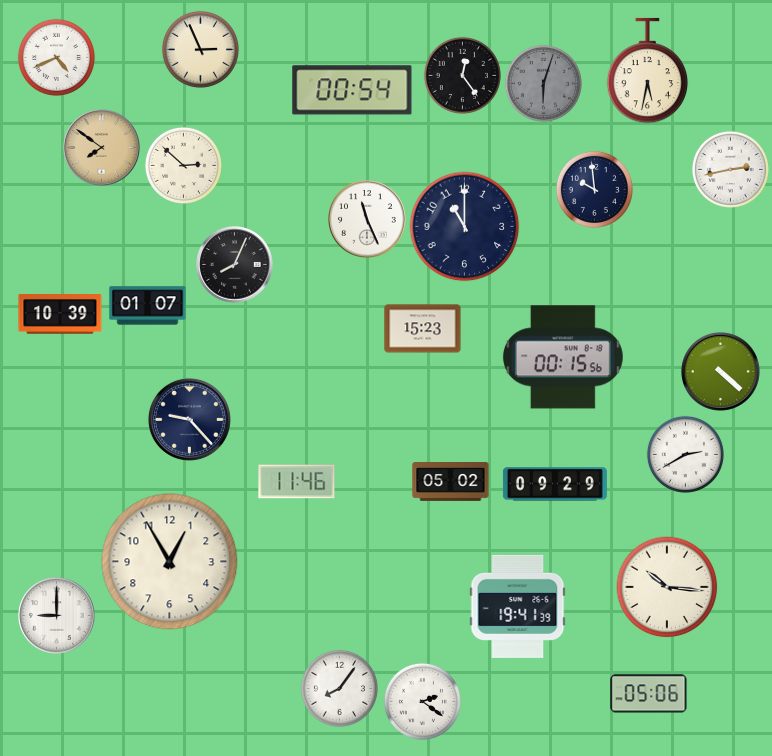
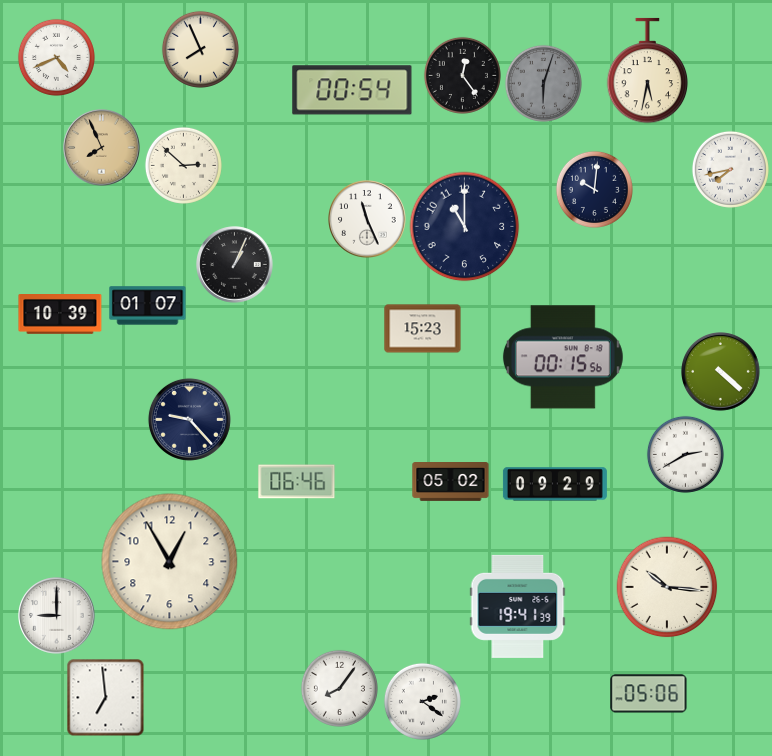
clock at (200, 49): 2:56 -> 7:56
clock at (102, 148): 7:51 -> 7:56
clock at (730, 169): 2:43 -> 7:43
clock at (594, 189): 9:59 -> 10:01
clock at (235, 265): 8:04 -> 1:04
clock at (297, 482): 11:46 -> 06:46
clock at (105, 697): none -> 6:59
